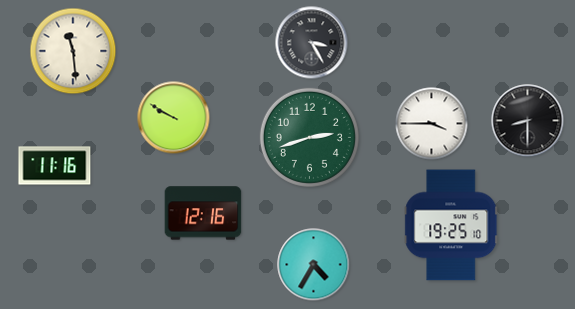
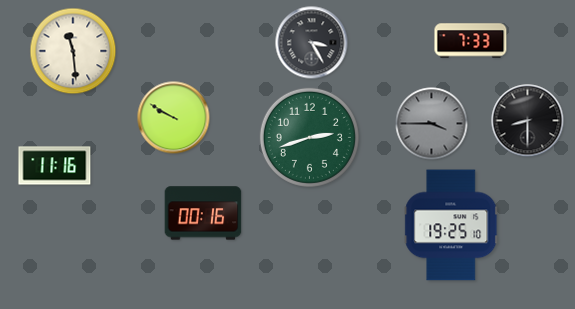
clock at (471, 41): none -> 7:33
clock at (432, 124) dial: white -> grey
clock at (203, 213): 12:16 -> 00:16
clock at (314, 265): 4:35 -> none
